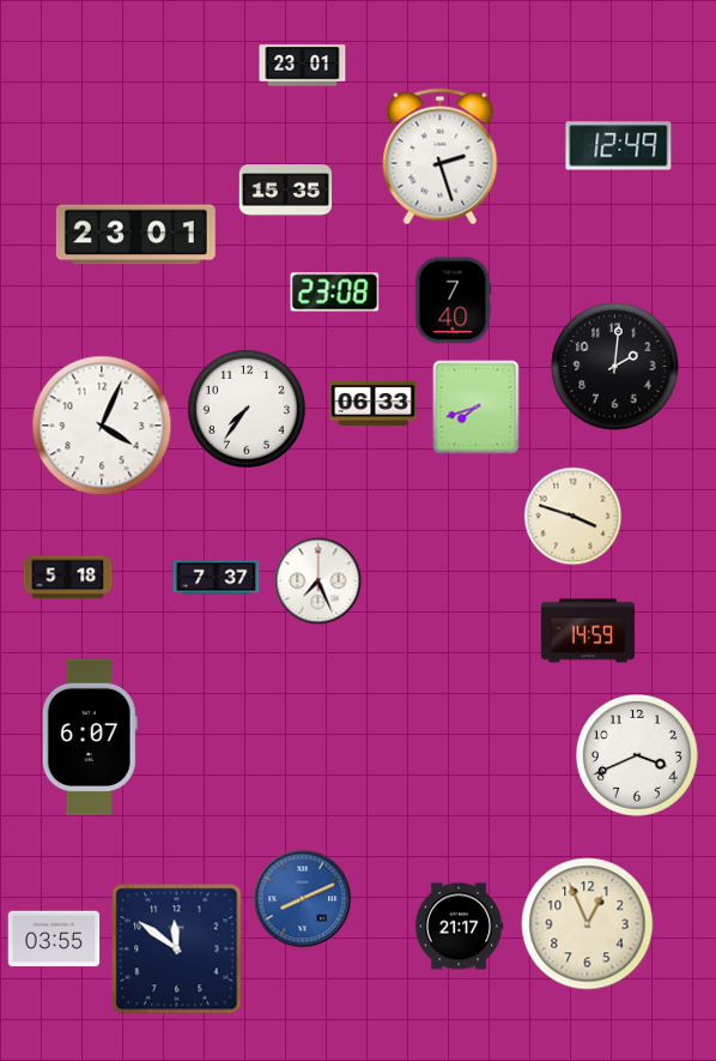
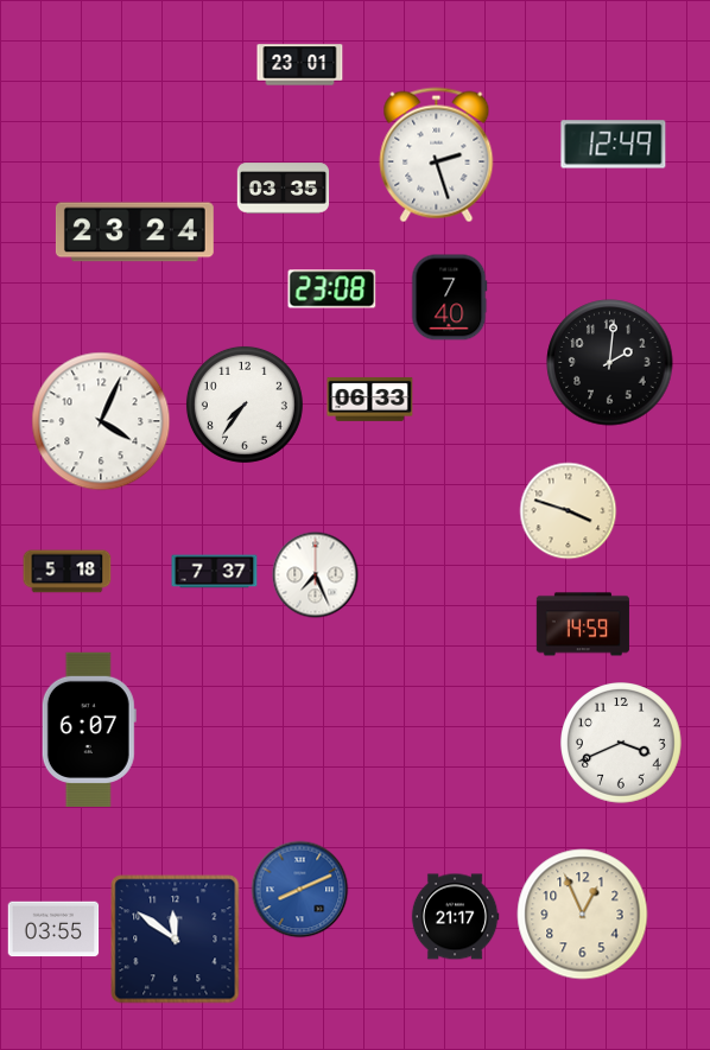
clock at (286, 191): 15:35 -> 03:35
clock at (135, 235): 23:01 -> 23:24
clock at (477, 408): 7:42 -> none
clock at (638, 756) position: (638, 756) -> (622, 744)
